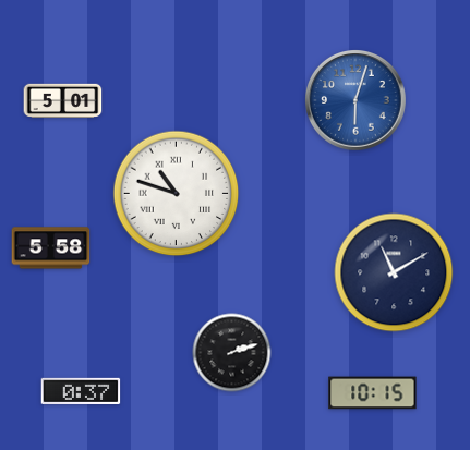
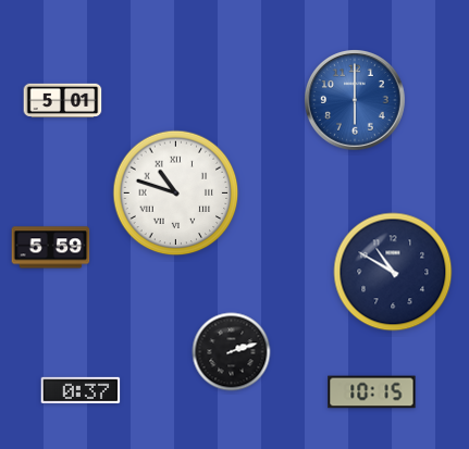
clock at (357, 101): 6:03 -> 6:00
clock at (51, 248): 5:58 -> 5:59
clock at (394, 272): 11:10 -> 10:50
